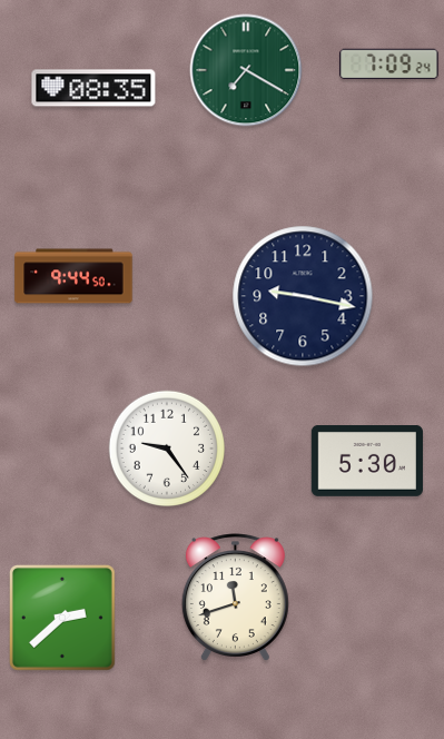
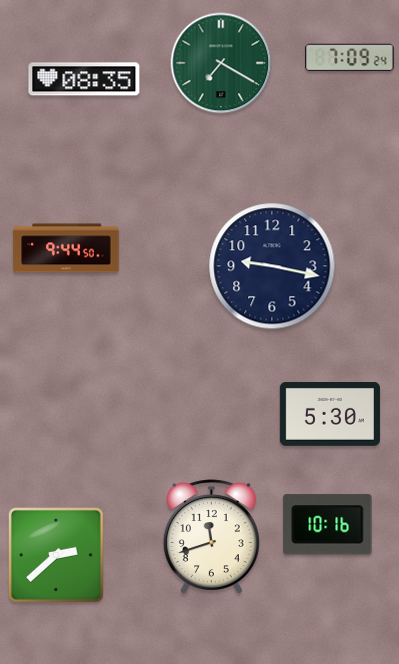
clock at (166, 447): 9:24 -> none
clock at (328, 525): none -> 10:16
